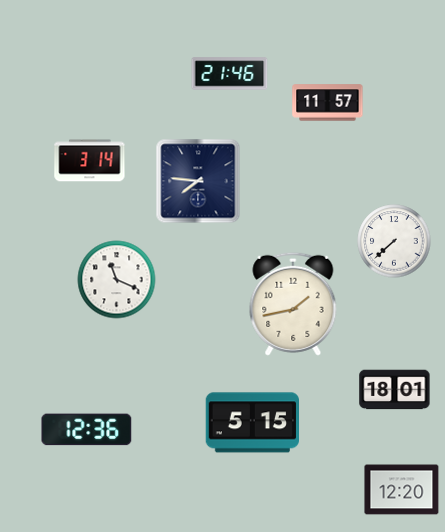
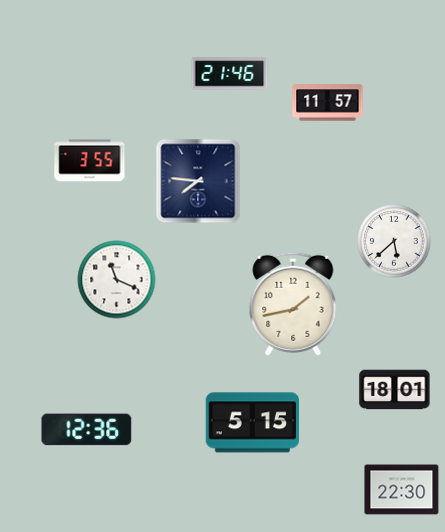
clock at (90, 161): 3:14 -> 3:55
clock at (394, 241): 7:38 -> 5:38
clock at (402, 490): 12:20 -> 22:30
